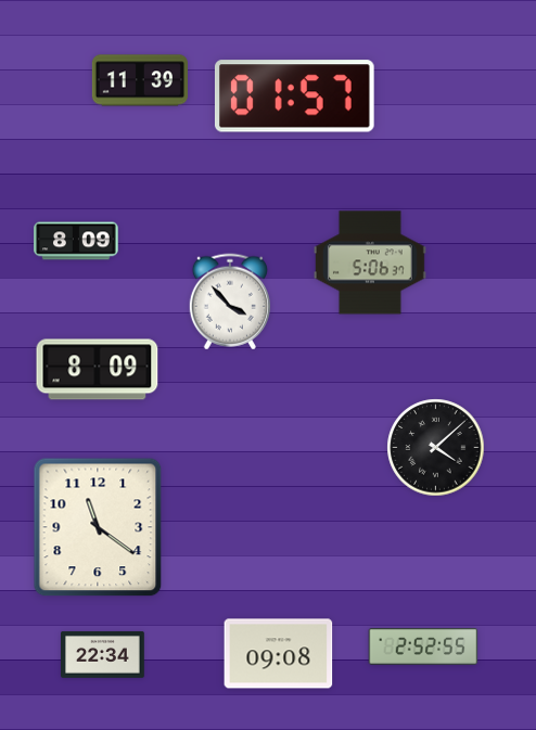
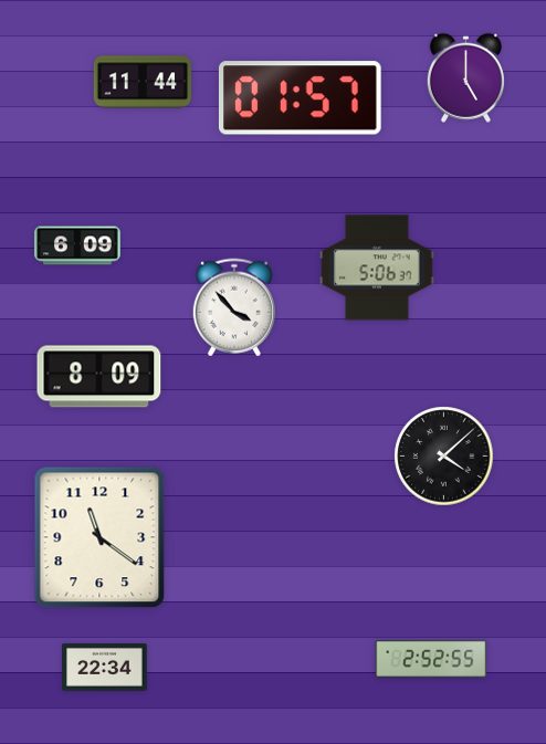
clock at (465, 77): none -> 5:00
clock at (139, 80): 11:39 -> 11:44
clock at (76, 241): 8:09 -> 6:09
clock at (279, 654): 09:08 -> none
